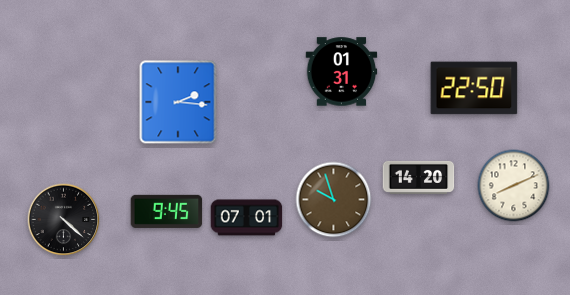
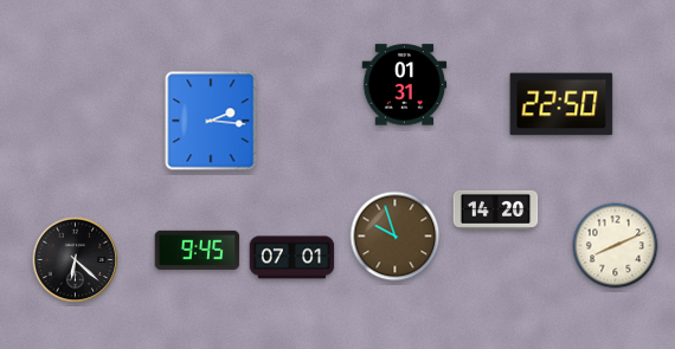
clock at (514, 186) position: (514, 186) -> (616, 246)
clock at (64, 220): 4:22 -> 6:22
